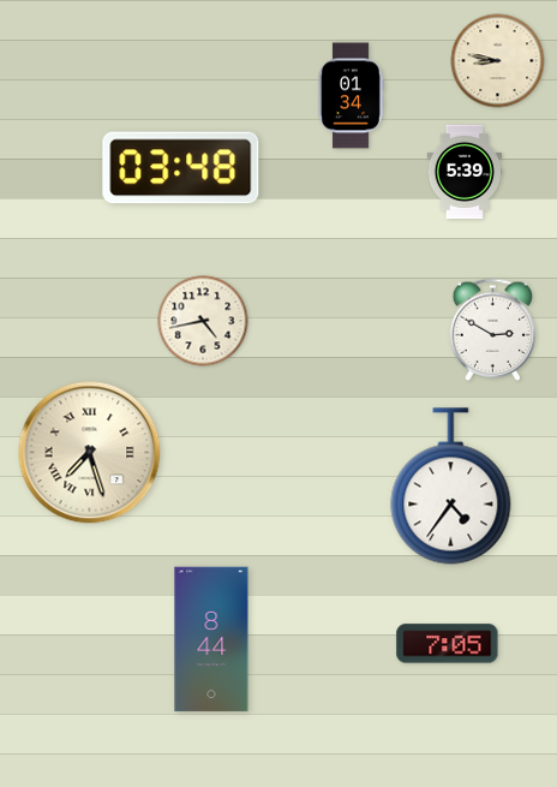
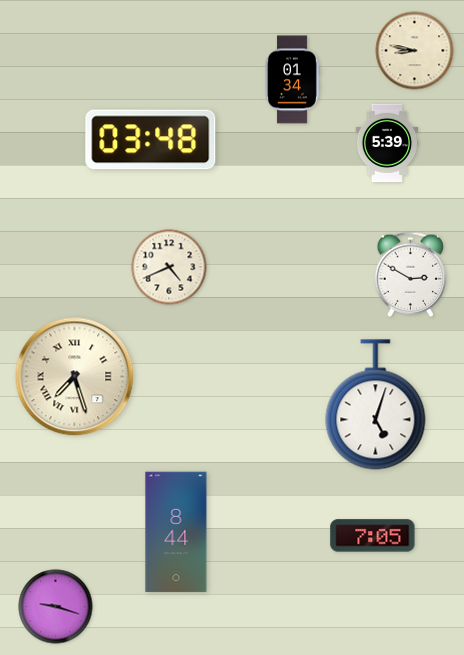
clock at (203, 321): 4:43 -> 4:41
clock at (451, 487): 4:36 -> 5:03
clock at (56, 607): none -> 9:18
